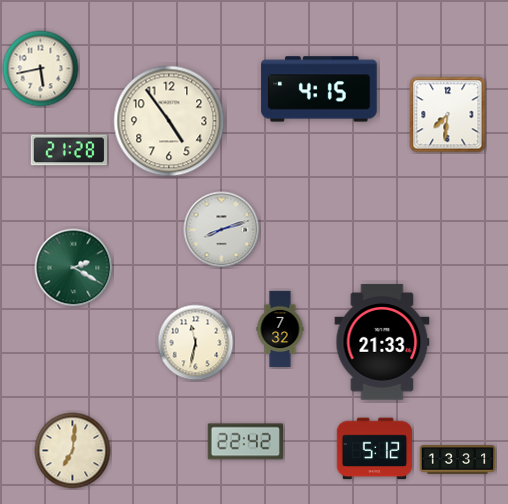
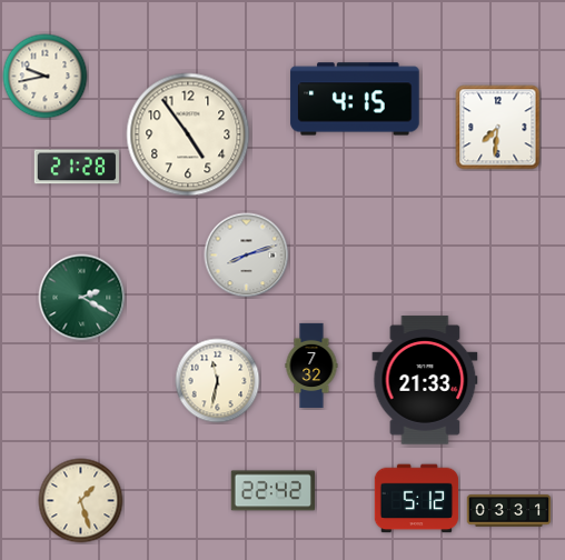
clock at (41, 69): 5:43 -> 9:43
clock at (73, 451): 7:01 -> 1:27
clock at (458, 460): 13:31 -> 03:31
